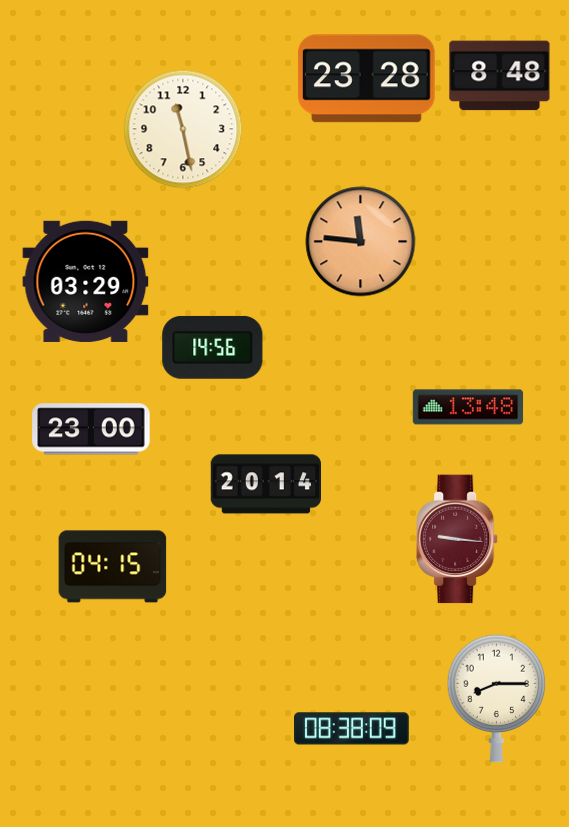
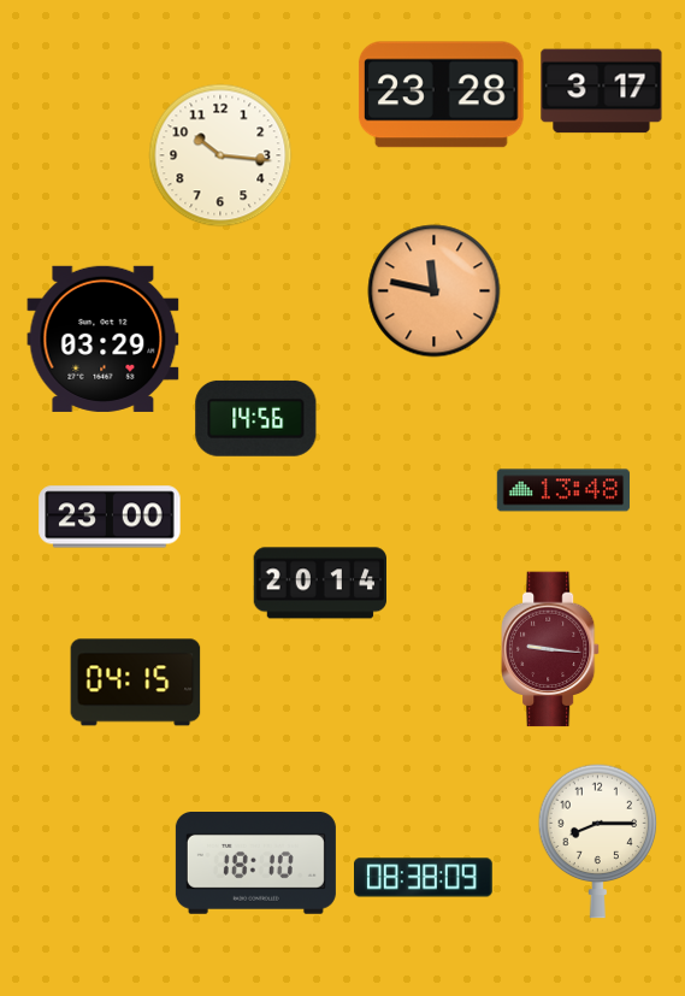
clock at (500, 76): 8:48 -> 3:17
clock at (183, 129): 11:28 -> 10:16
clock at (361, 242): 11:46 -> 11:47
clock at (255, 864): none -> 18:10
